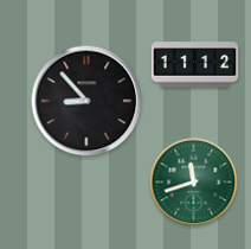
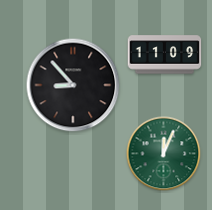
clock at (195, 65): 11:12 -> 11:09
clock at (194, 183): 11:42 -> 12:04
